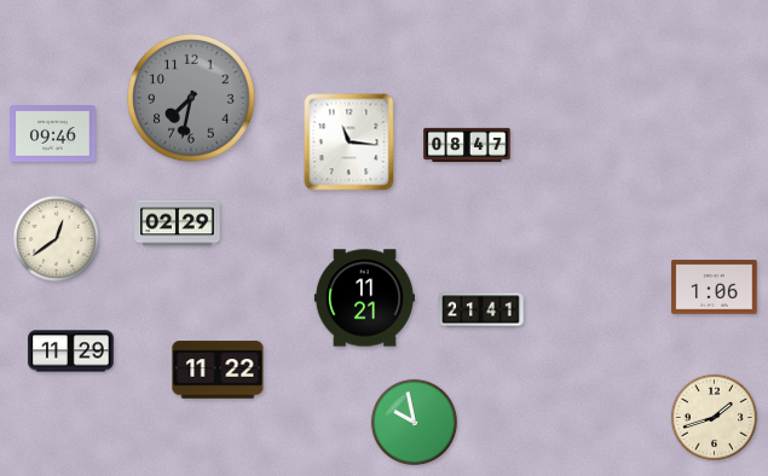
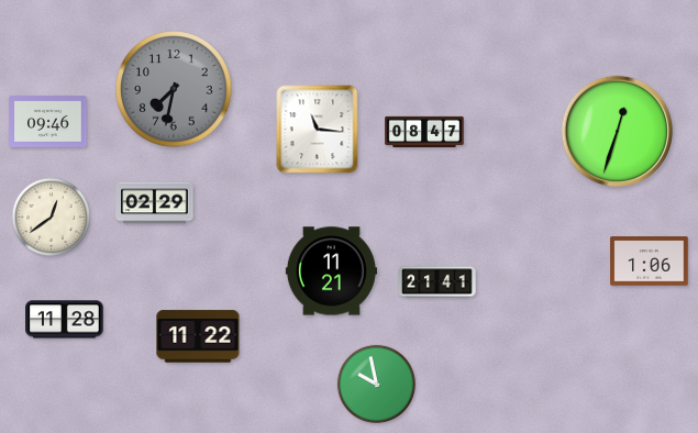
clock at (618, 132): none -> 12:33
clock at (178, 224) position: (178, 224) -> (155, 203)
clock at (71, 352): 11:29 -> 11:28
clock at (714, 417): 1:42 -> none
